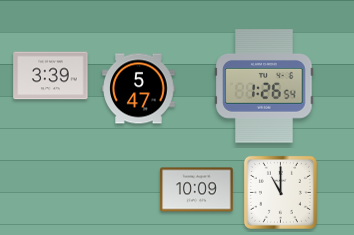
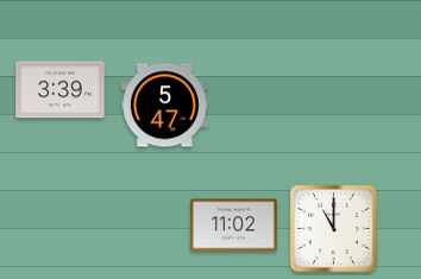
clock at (264, 86): 1:26 -> none
clock at (197, 190): 10:09 -> 11:02
